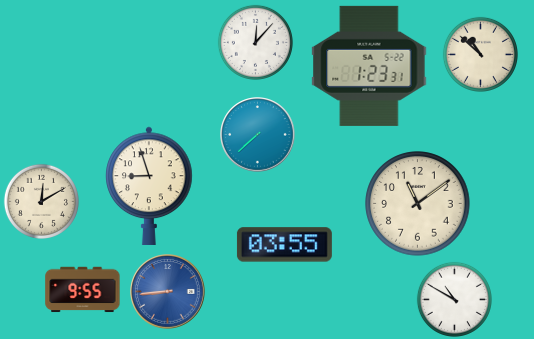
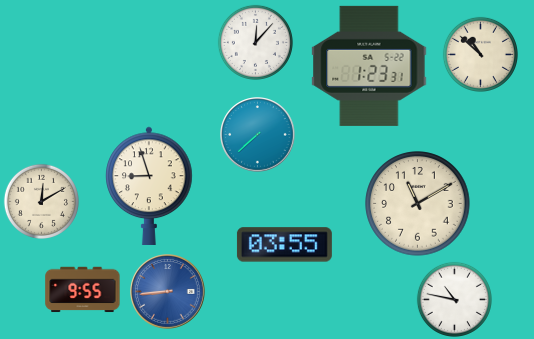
clock at (418, 204): 11:09 -> 11:10
clock at (454, 299): 10:50 -> 10:47
